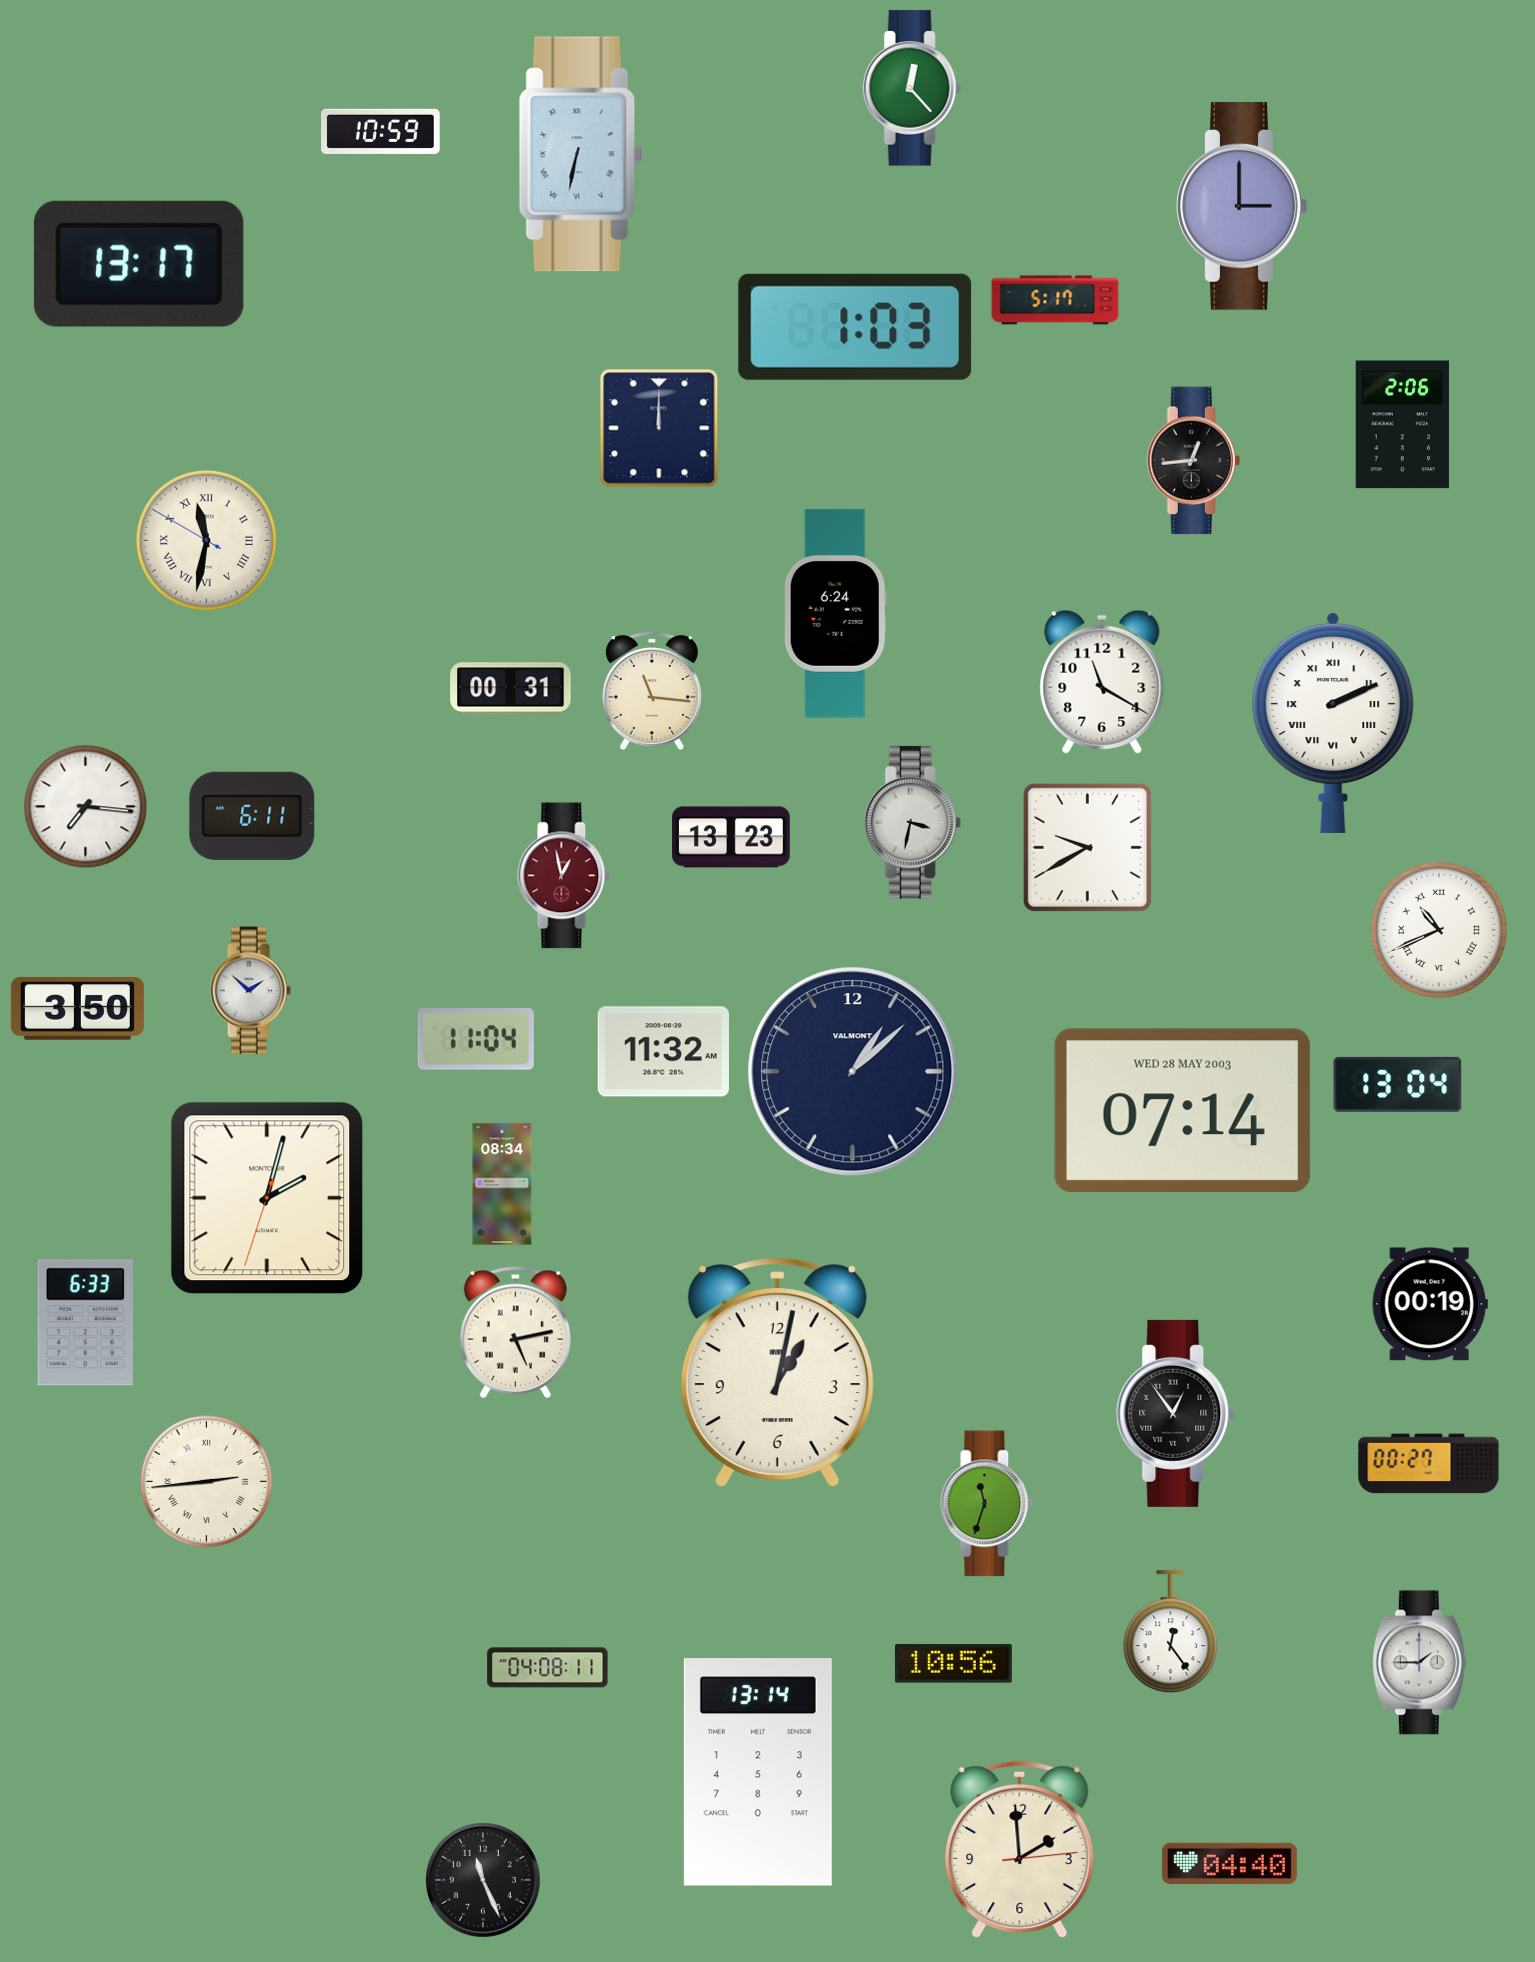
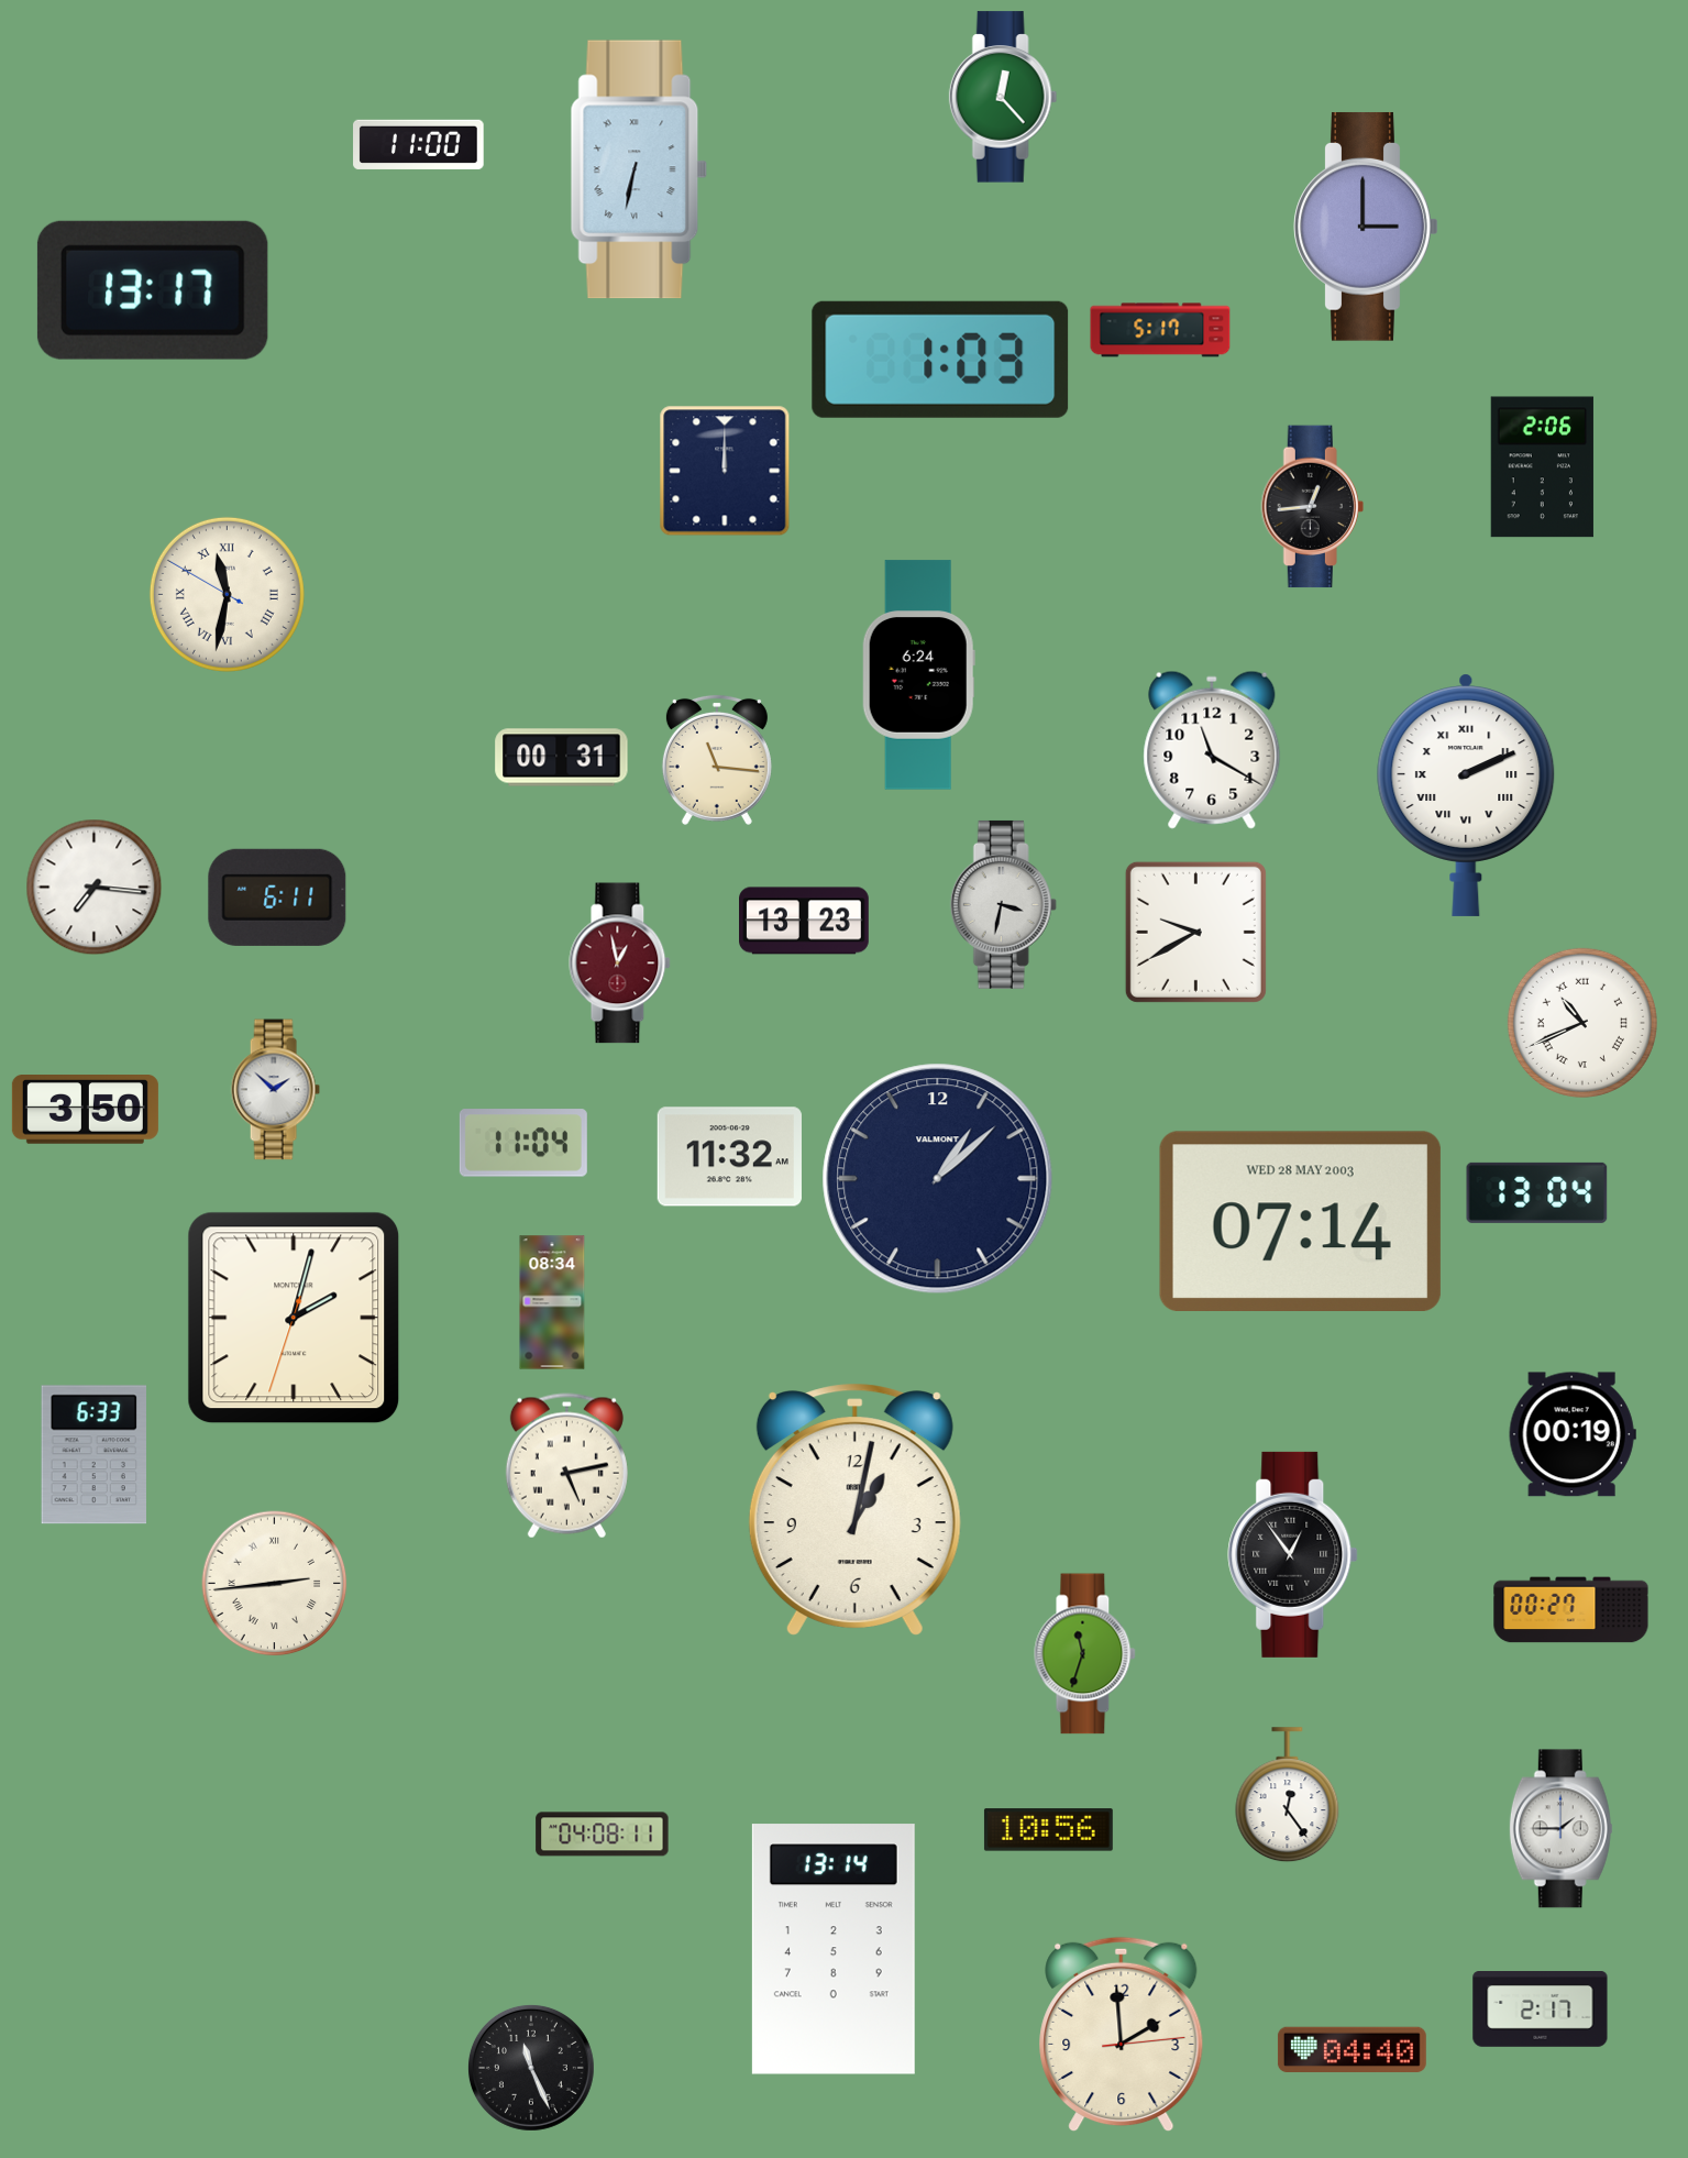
clock at (381, 131): 10:59 -> 11:00
clock at (207, 1482) position: (207, 1482) -> (275, 1584)
clock at (1541, 2010): none -> 2:17
